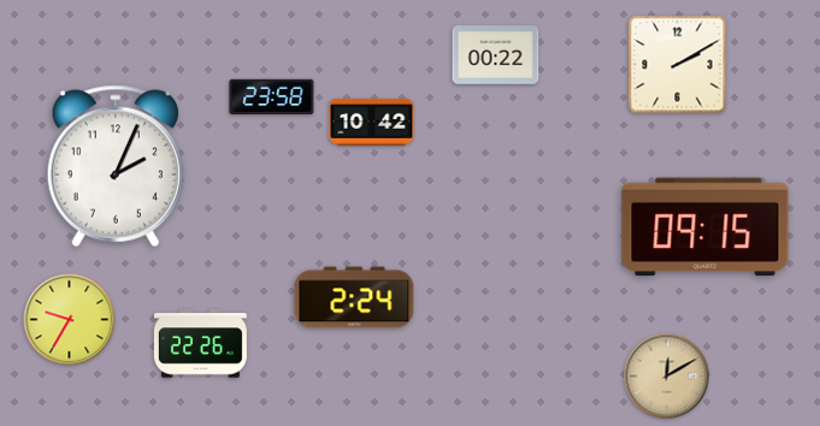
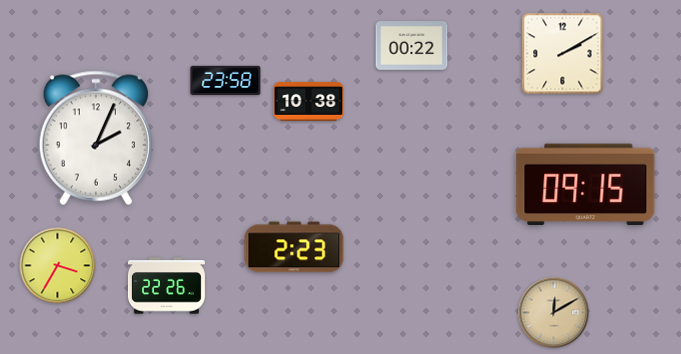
clock at (372, 122): 10:42 -> 10:38
clock at (706, 227) position: (706, 227) -> (586, 185)
clock at (354, 297): 2:24 -> 2:23
clock at (70, 320): 9:35 -> 3:35
